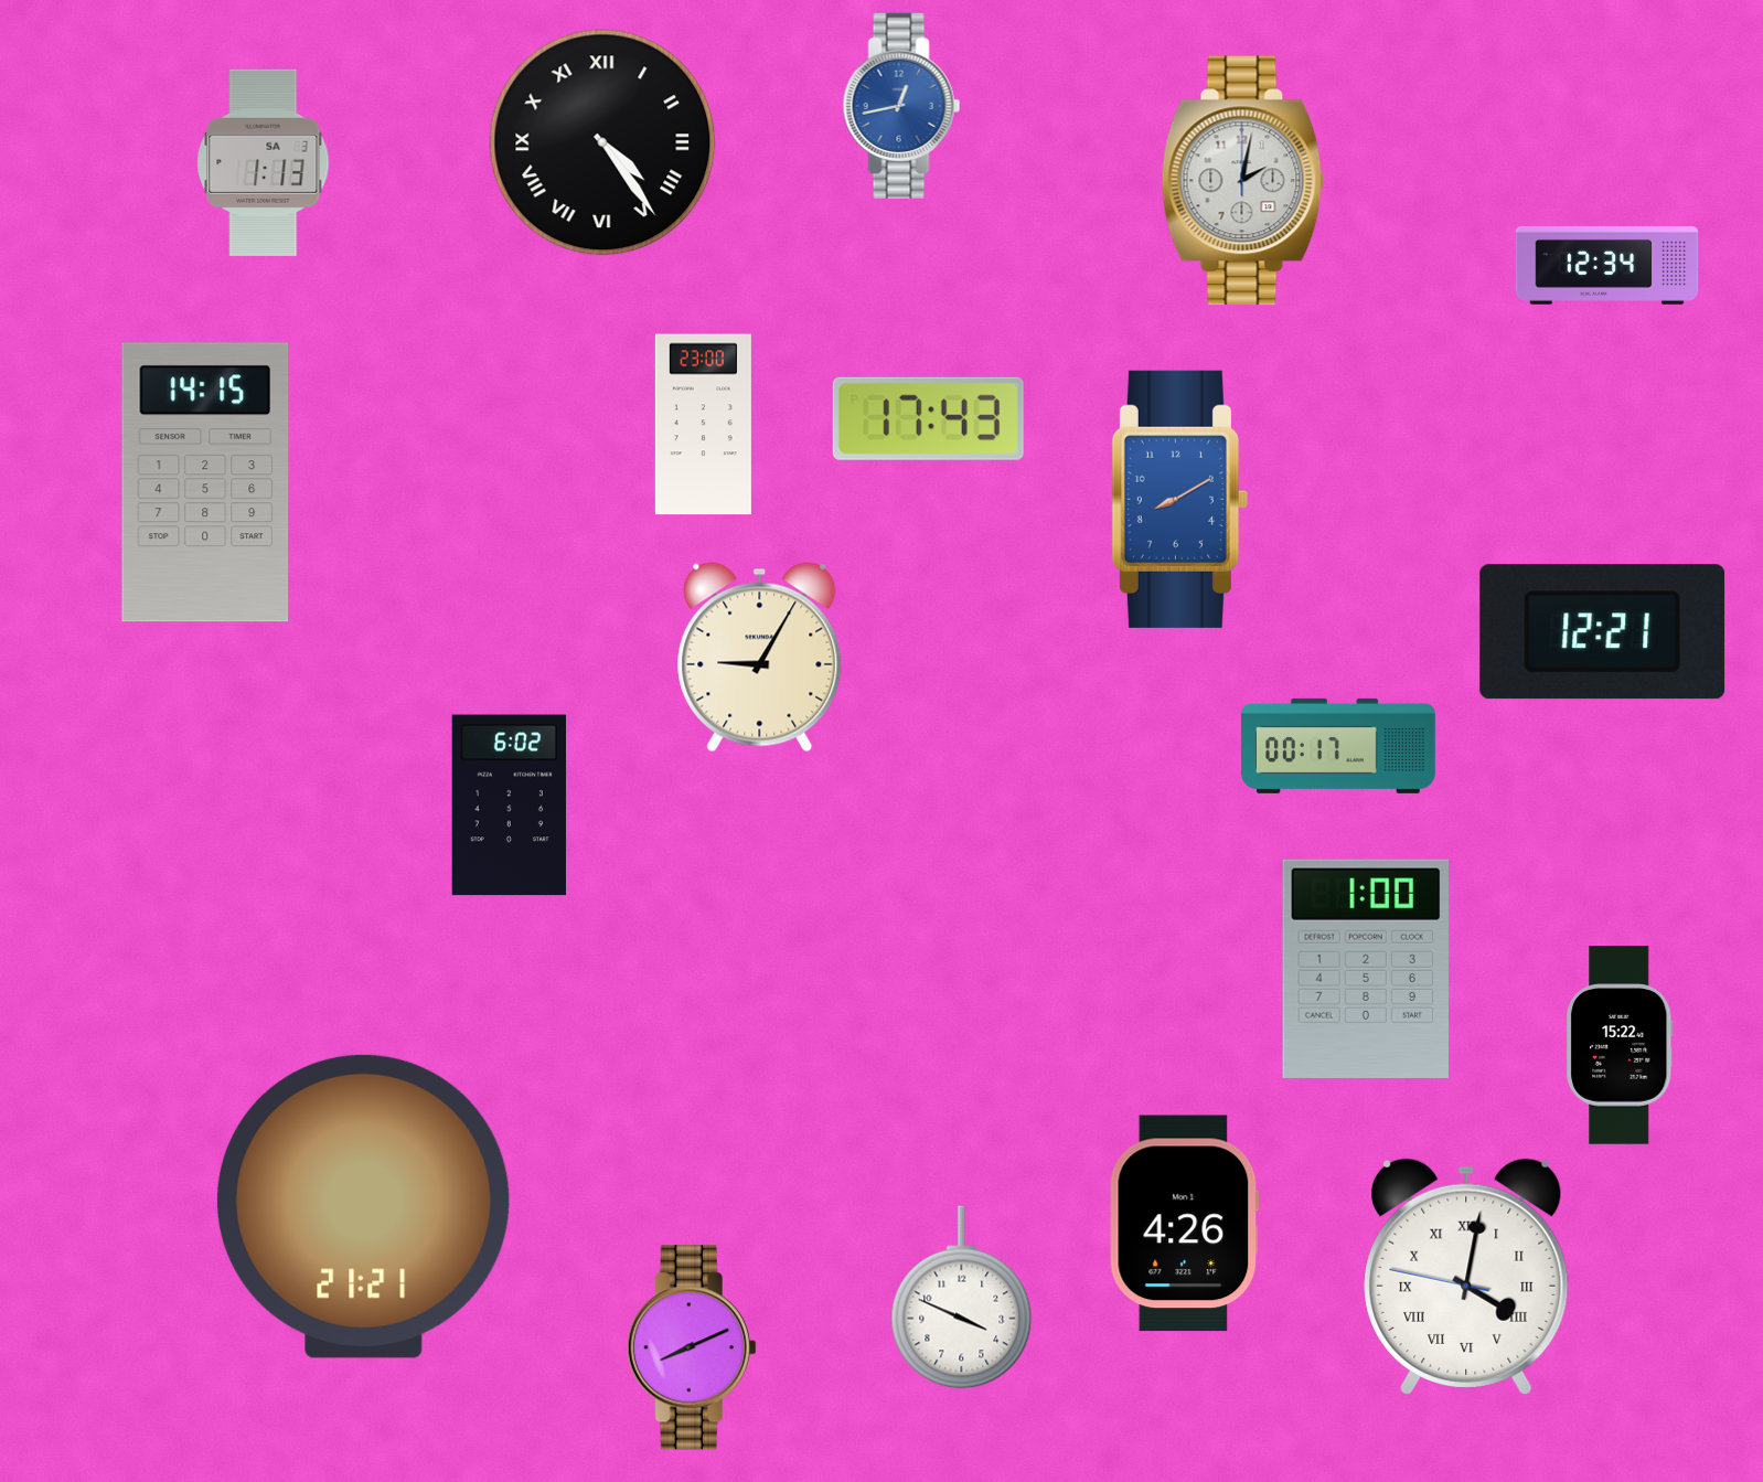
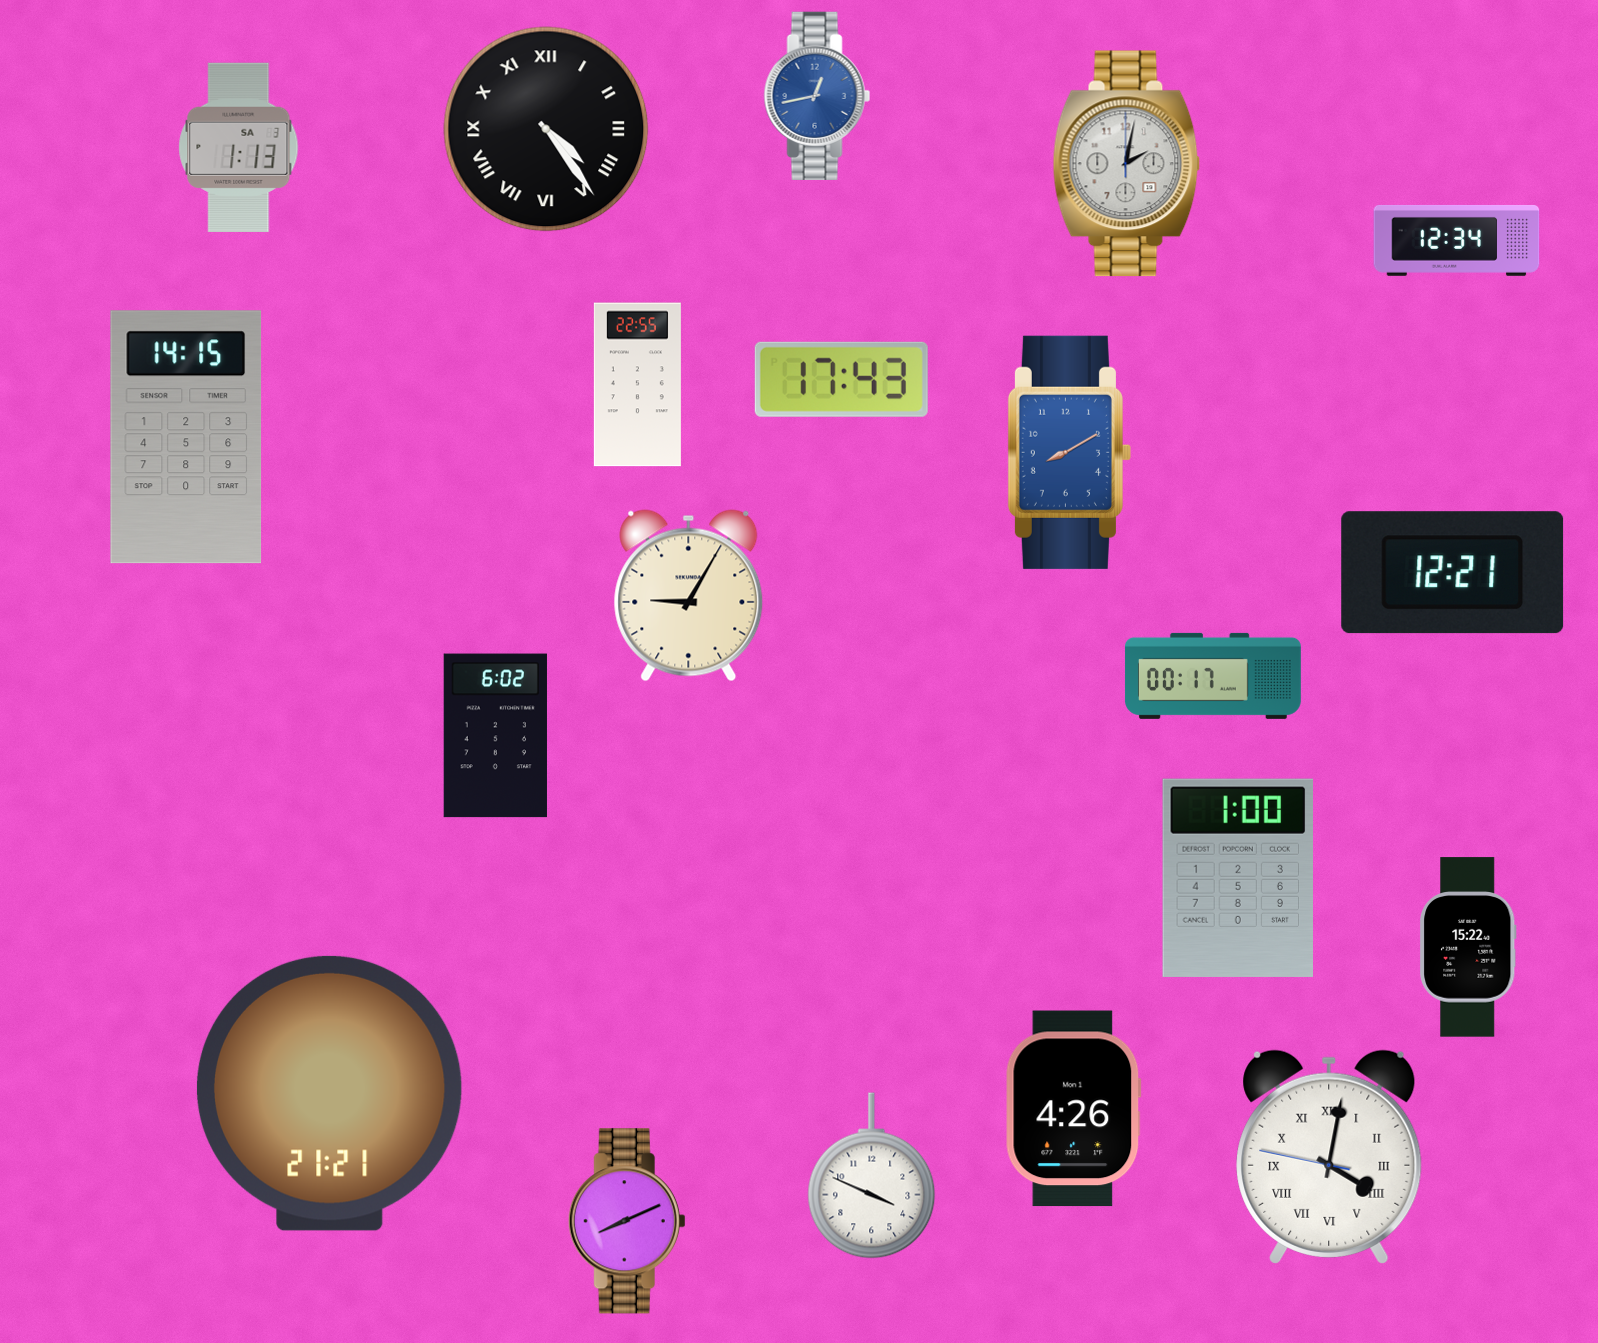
clock at (703, 425): 23:00 -> 22:55
clock at (509, 806) position: (509, 806) -> (495, 736)
